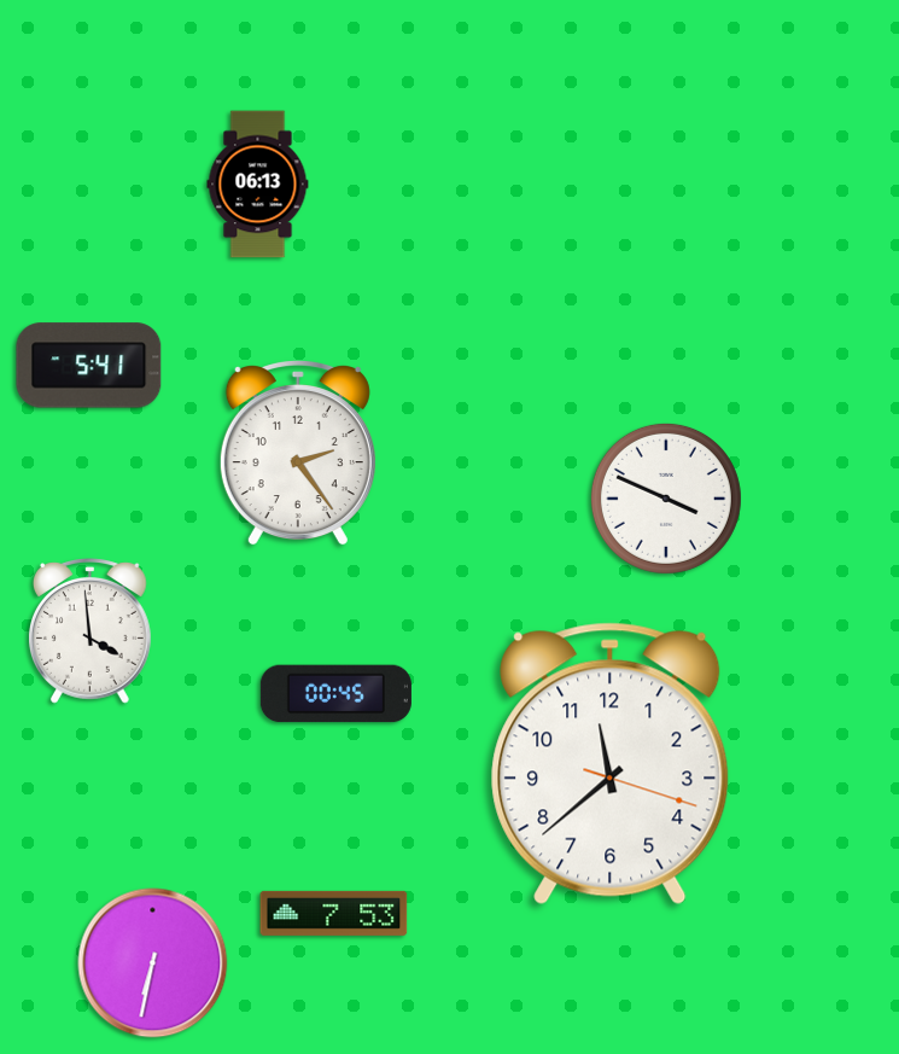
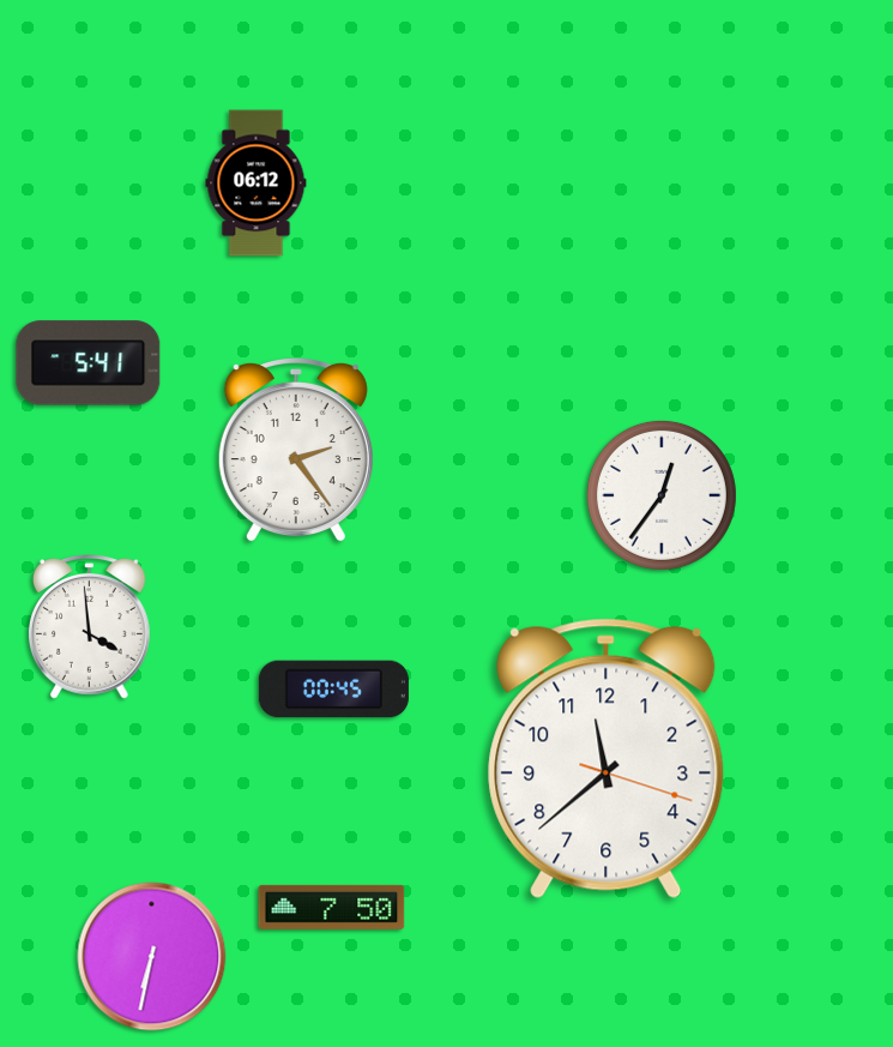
clock at (258, 185): 06:13 -> 06:12
clock at (666, 499): 3:49 -> 12:36
clock at (334, 913): 7:53 -> 7:50
